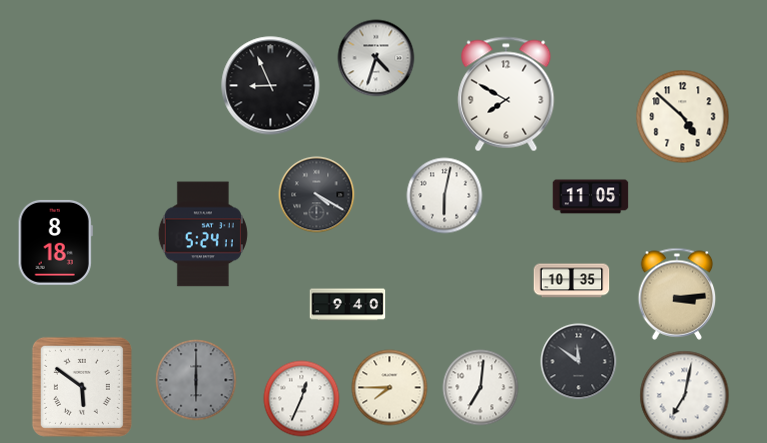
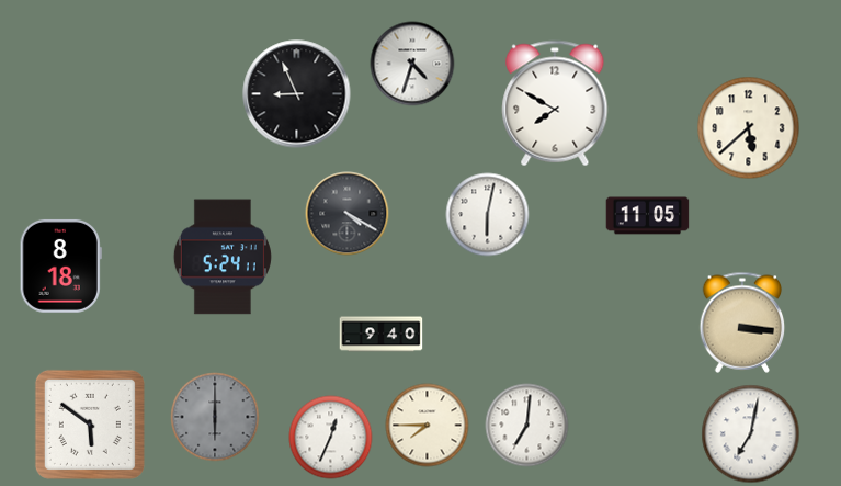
clock at (683, 117): 4:52 -> 5:38
clock at (572, 281): 10:35 -> none
clock at (677, 294): 3:14 -> 3:16
clock at (579, 362): 11:51 -> none
